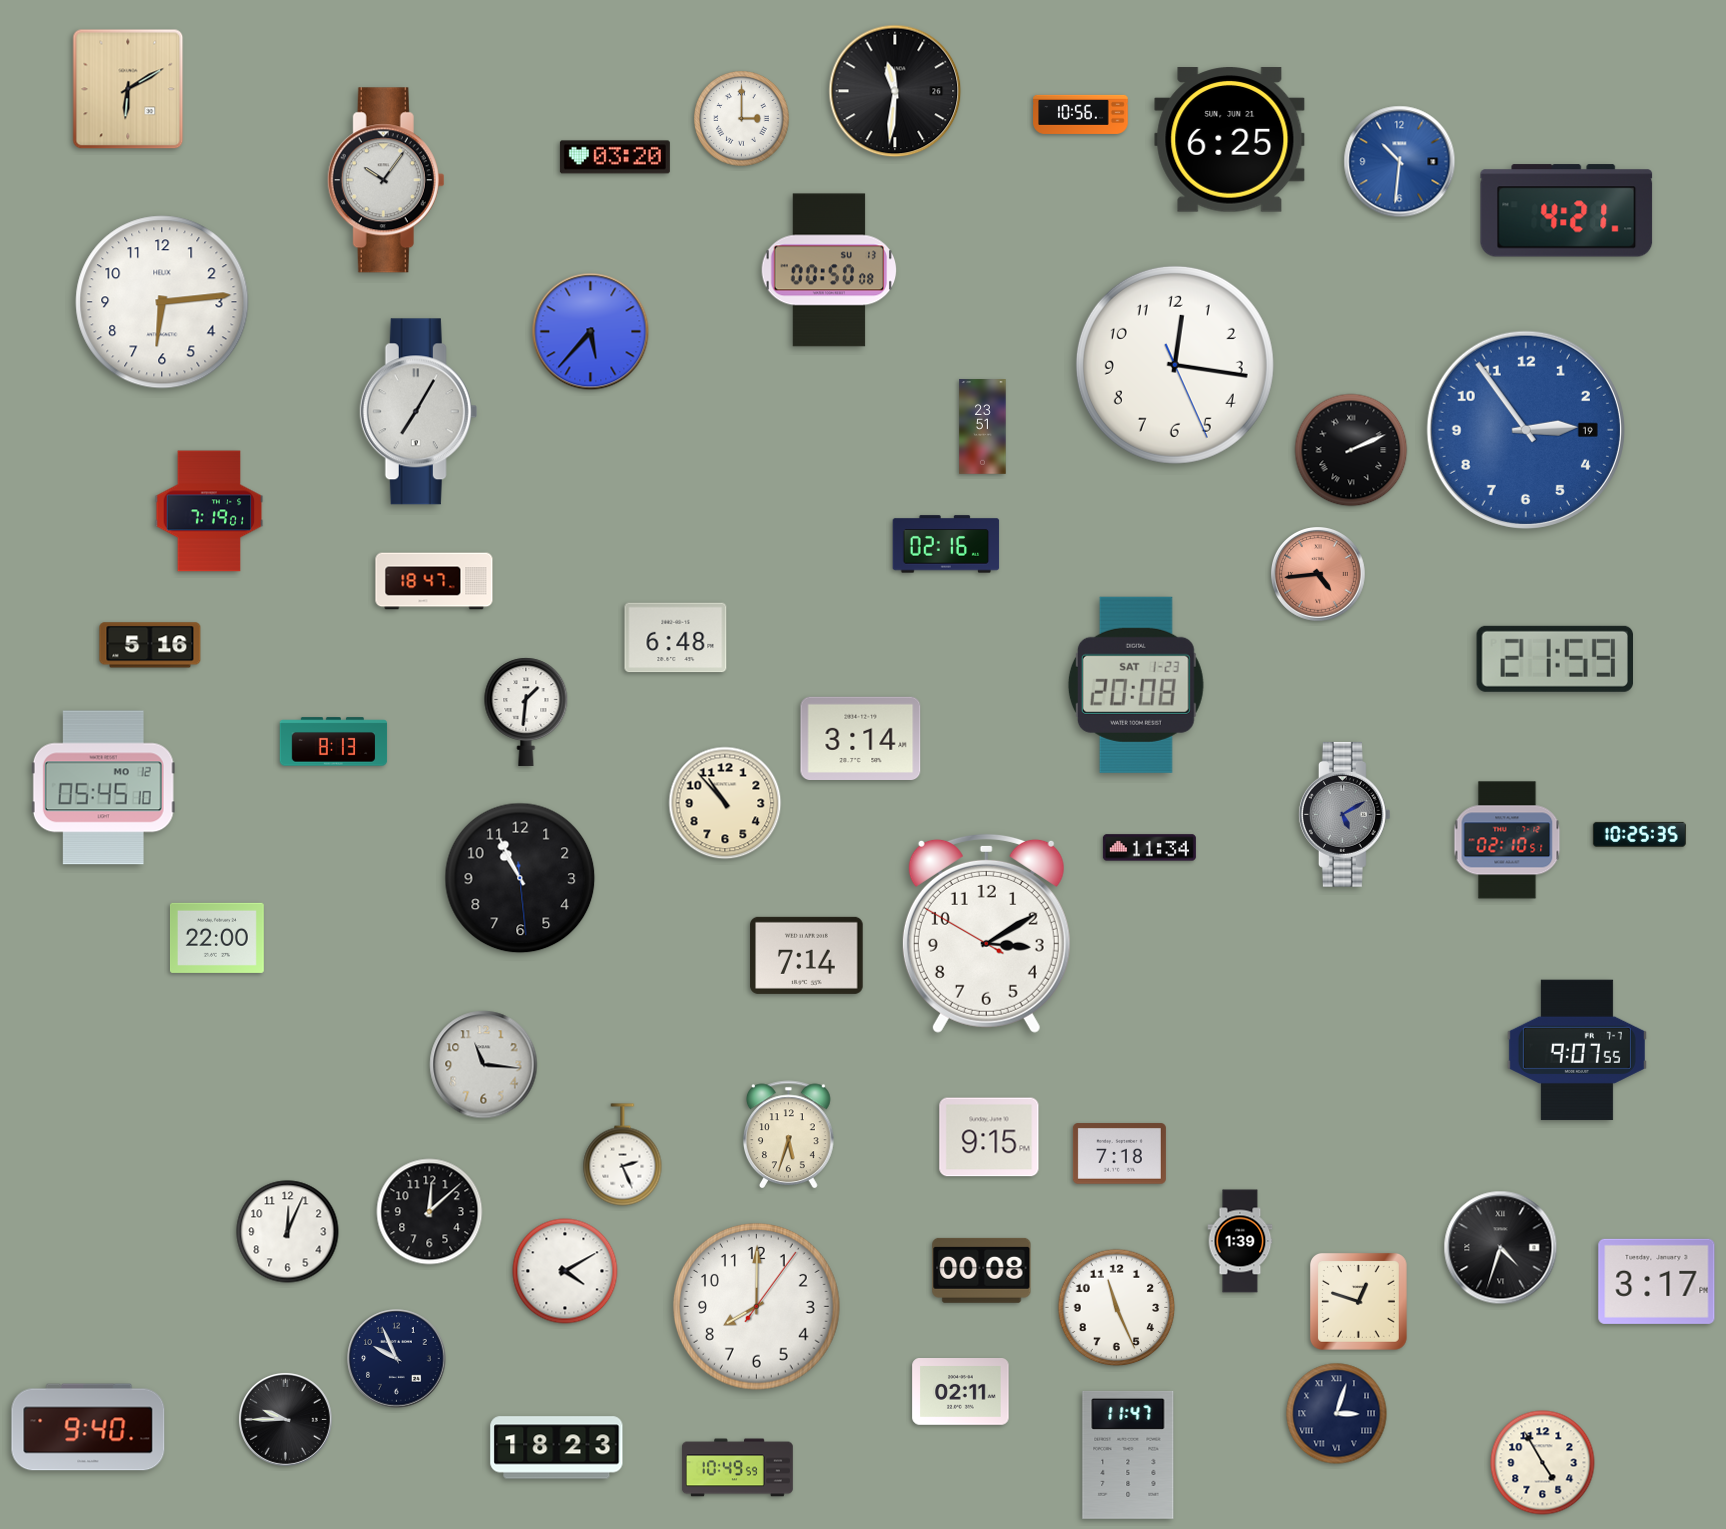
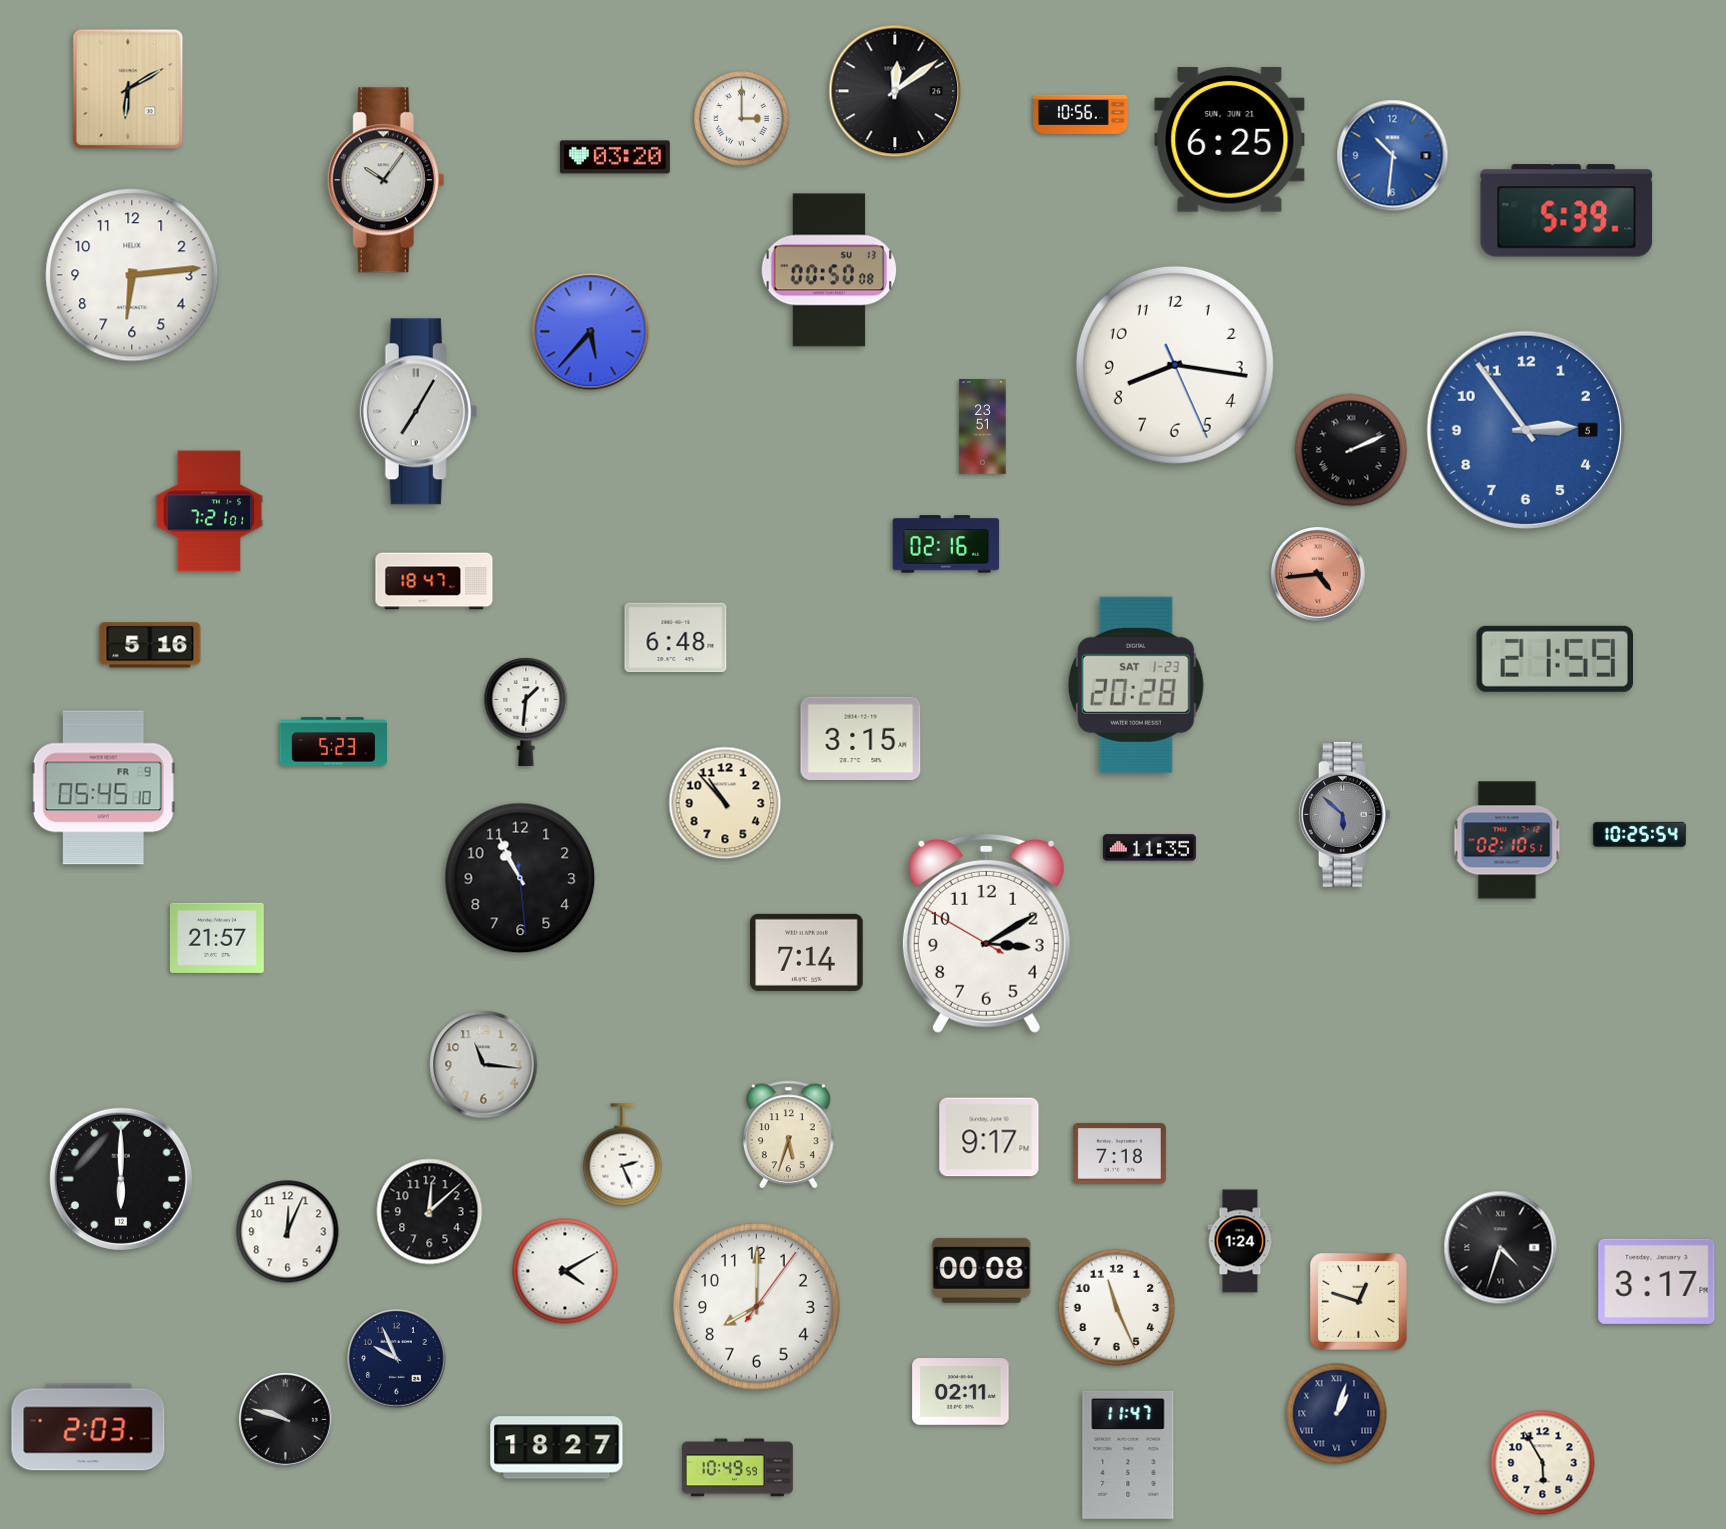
clock at (895, 91): 11:31 -> 12:09
clock at (1400, 162) position: (1400, 162) -> (1393, 156)
clock at (1567, 211): 4:21 -> 5:39
clock at (162, 302) position: (162, 302) -> (132, 275)
clock at (1175, 365): 12:16 -> 8:16
clock at (1526, 430) date: 19 -> 5
clock at (209, 511): 7:19 -> 7:21
clock at (1136, 685): 20:08 -> 20:28
clock at (861, 738): 3:14 -> 3:15
clock at (334, 742): 8:13 -> 5:23
clock at (103, 788) date: MO 12 -> FR 9
clock at (1344, 814): 5:10 -> 5:52
clock at (1639, 834): 10:25:35 -> 10:25:54
clock at (1149, 848): 11:34 -> 11:35
clock at (217, 938): 22:00 -> 21:57
clock at (807, 955) position: (807, 955) -> (807, 952)
clock at (1577, 1050): 9:07 -> none
clock at (989, 1137): 9:15 -> 9:17
clock at (121, 1179): none -> 6:00
clock at (1240, 1241): 1:39 -> 1:24
clock at (1337, 1414): 3:03 -> 1:03
clock at (285, 1419): 9:45 -> 9:48
clock at (88, 1427): 9:40 -> 2:03
clock at (557, 1448): 18:23 -> 18:27
clock at (1543, 1463): 4:55 -> 5:55
